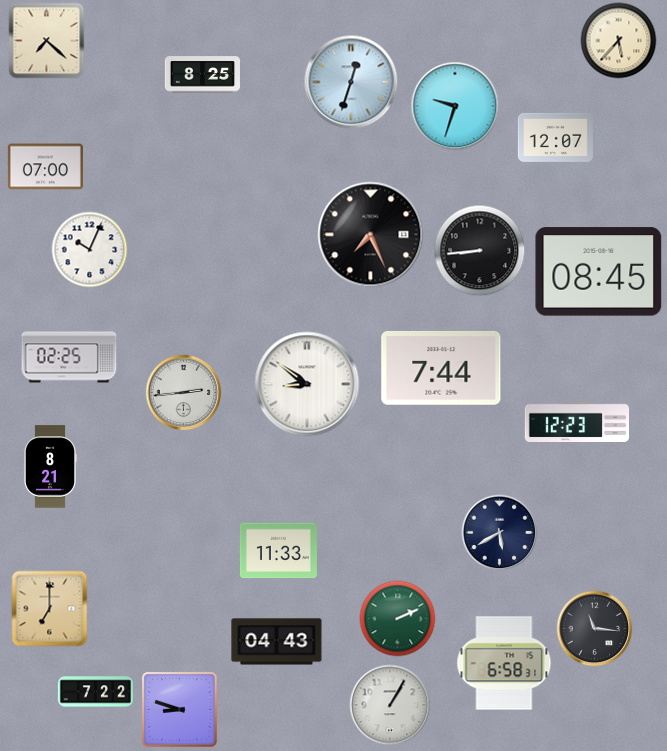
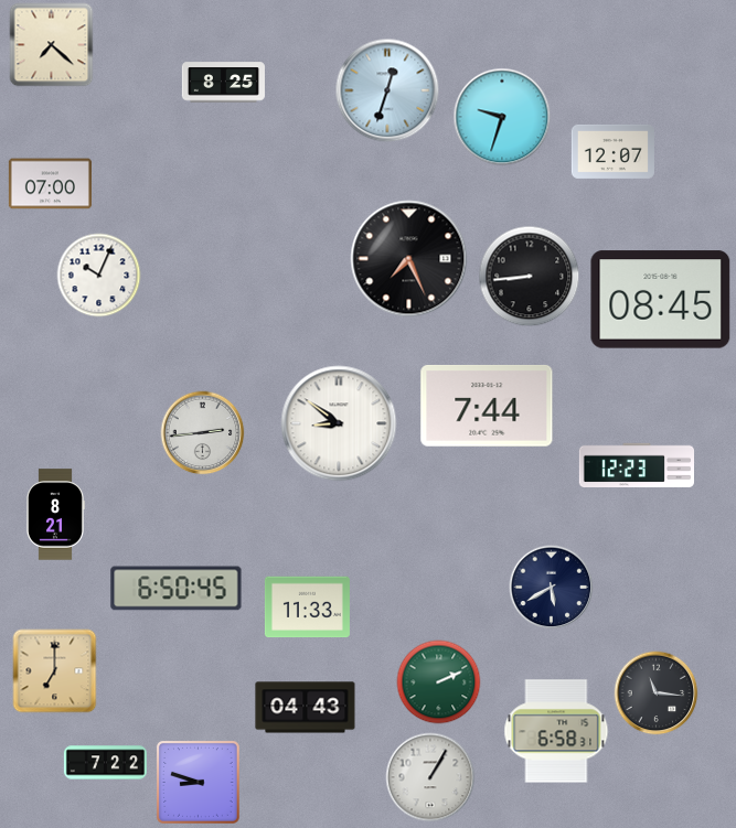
clock at (619, 41): 5:37 -> none
clock at (69, 357): 02:25 -> none
clock at (177, 589): none -> 6:50
